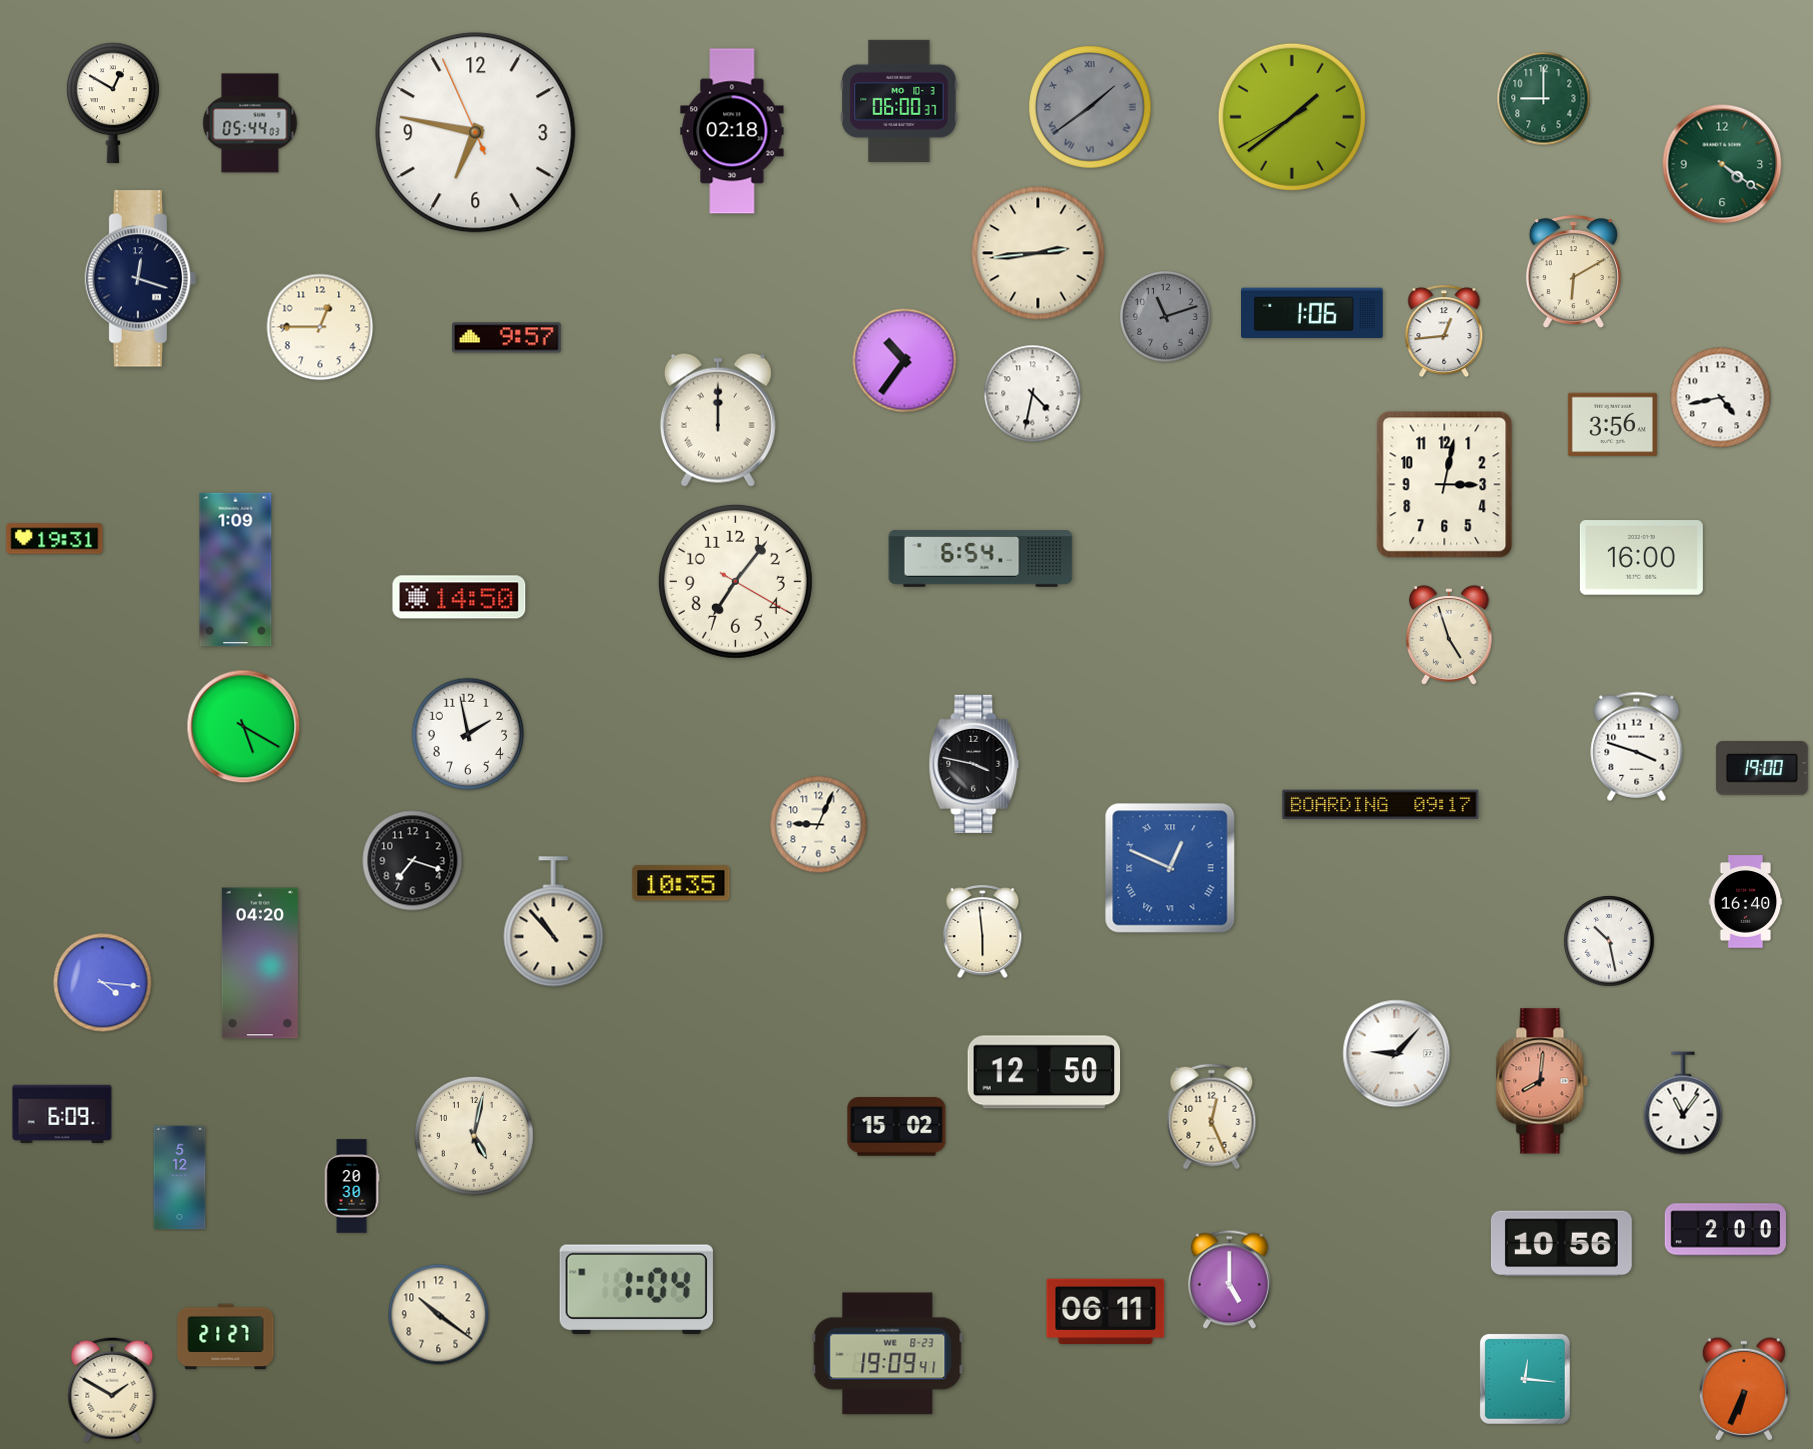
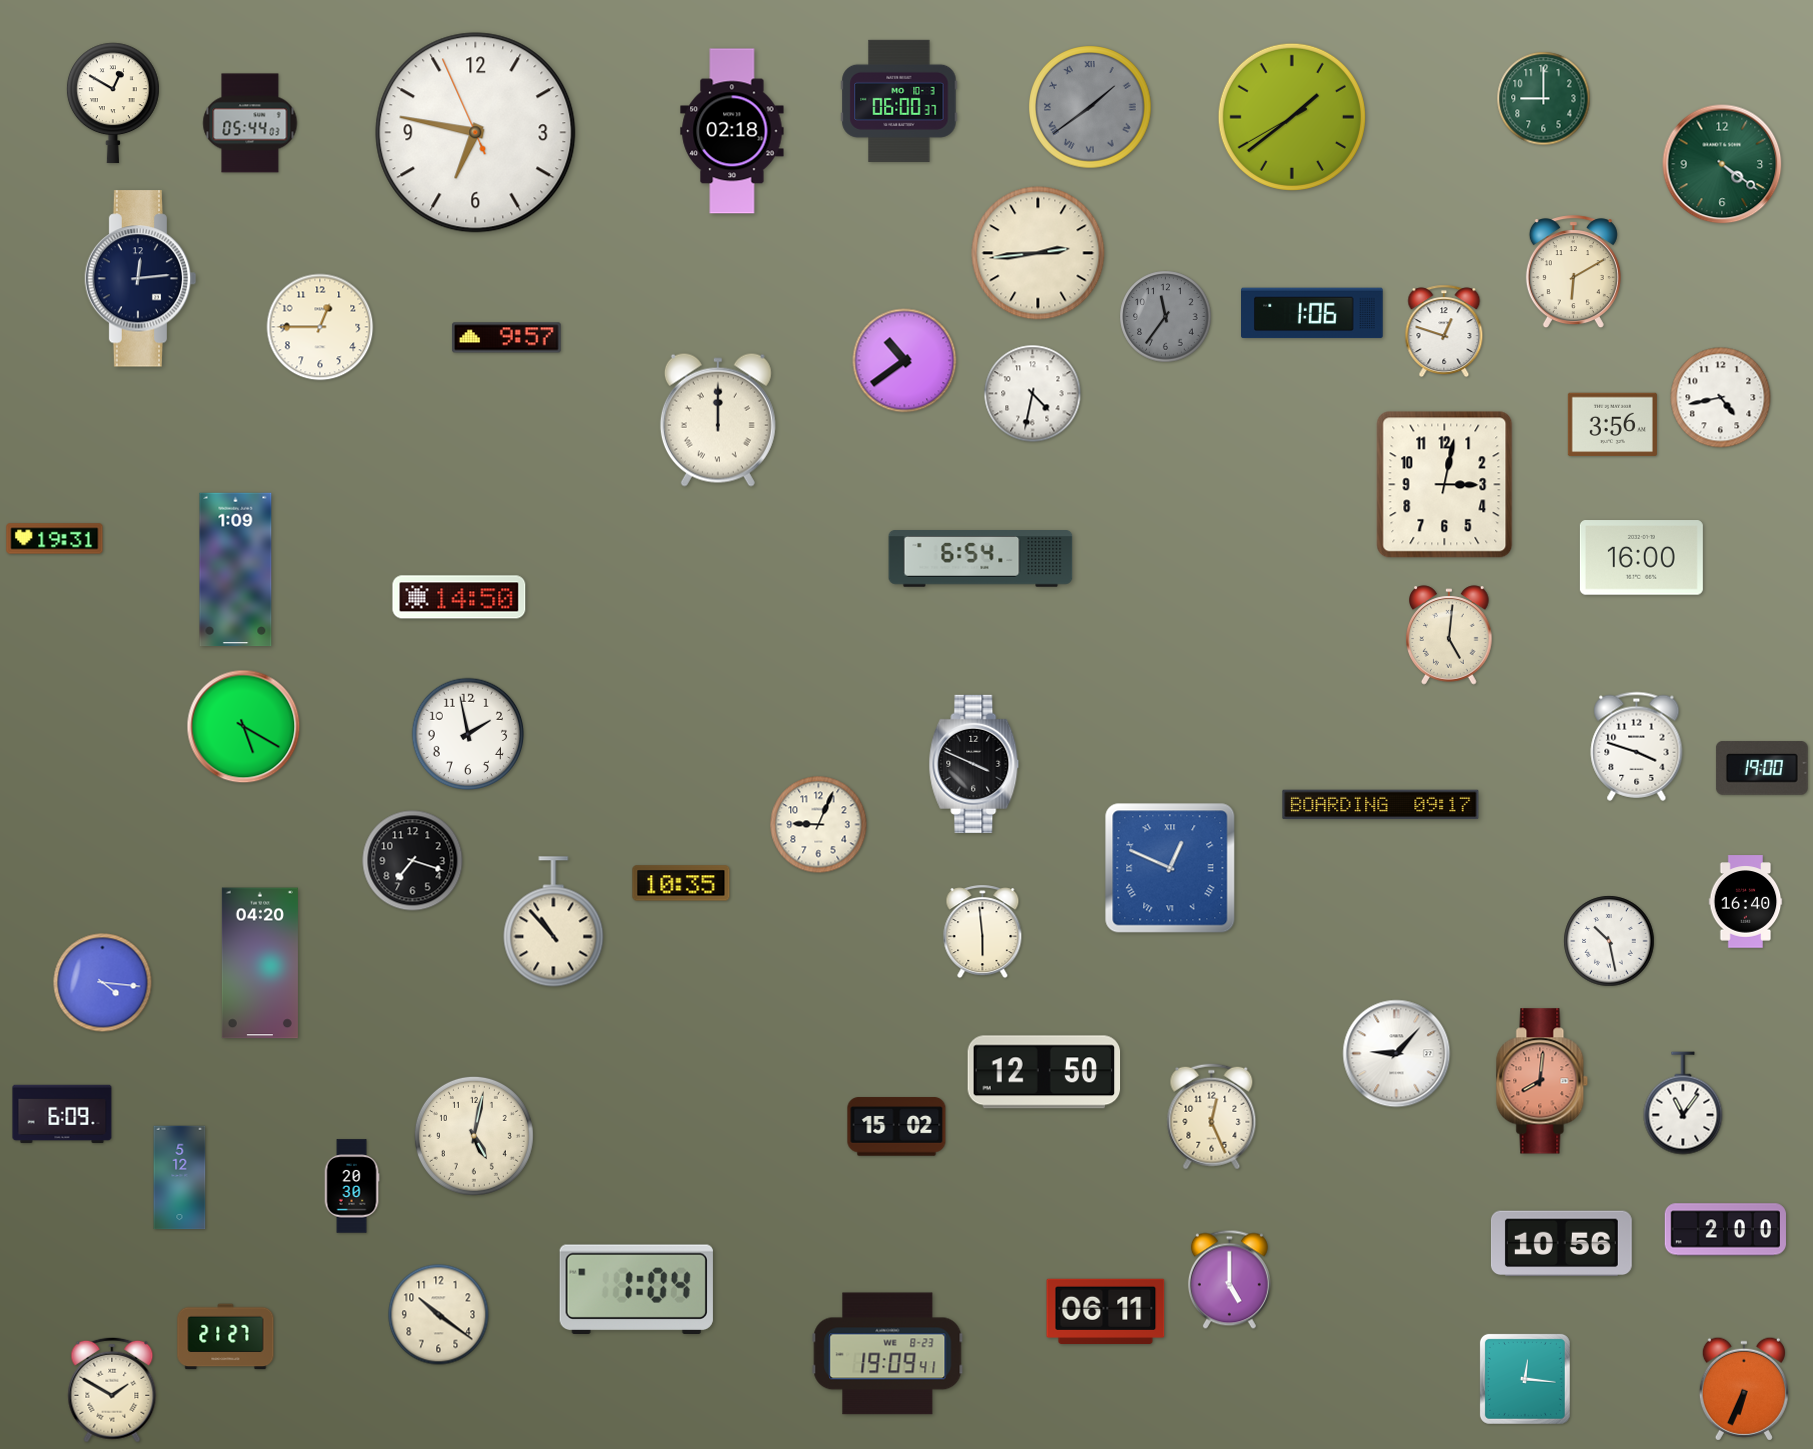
clock at (141, 279): 12:18 -> 12:14
clock at (1166, 317): 11:12 -> 11:36
clock at (1444, 331): 12:44 -> 12:48
clock at (905, 361): 10:36 -> 10:39
clock at (735, 581): 7:06 -> none
clock at (1449, 635): 4:57 -> 5:01
clock at (974, 764): 3:47 -> 3:49
